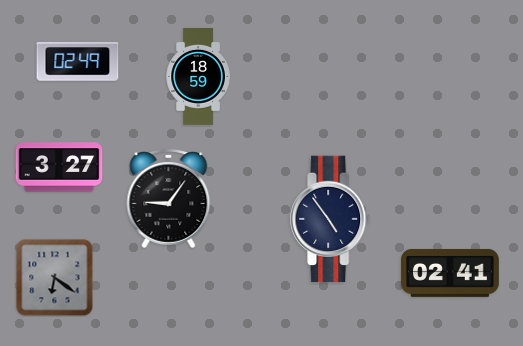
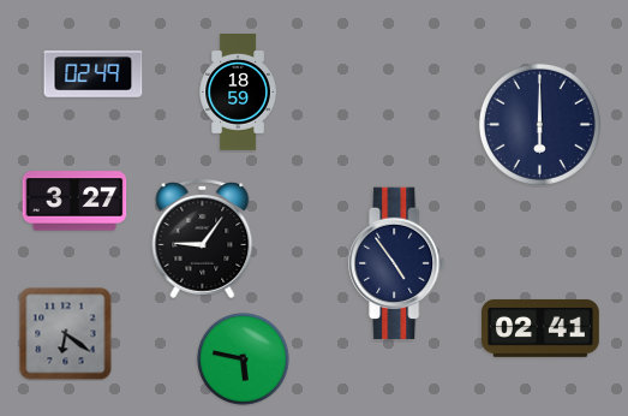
clock at (539, 124): none -> 6:00
clock at (59, 167) position: (59, 167) -> (74, 201)
clock at (244, 359): none -> 5:47
